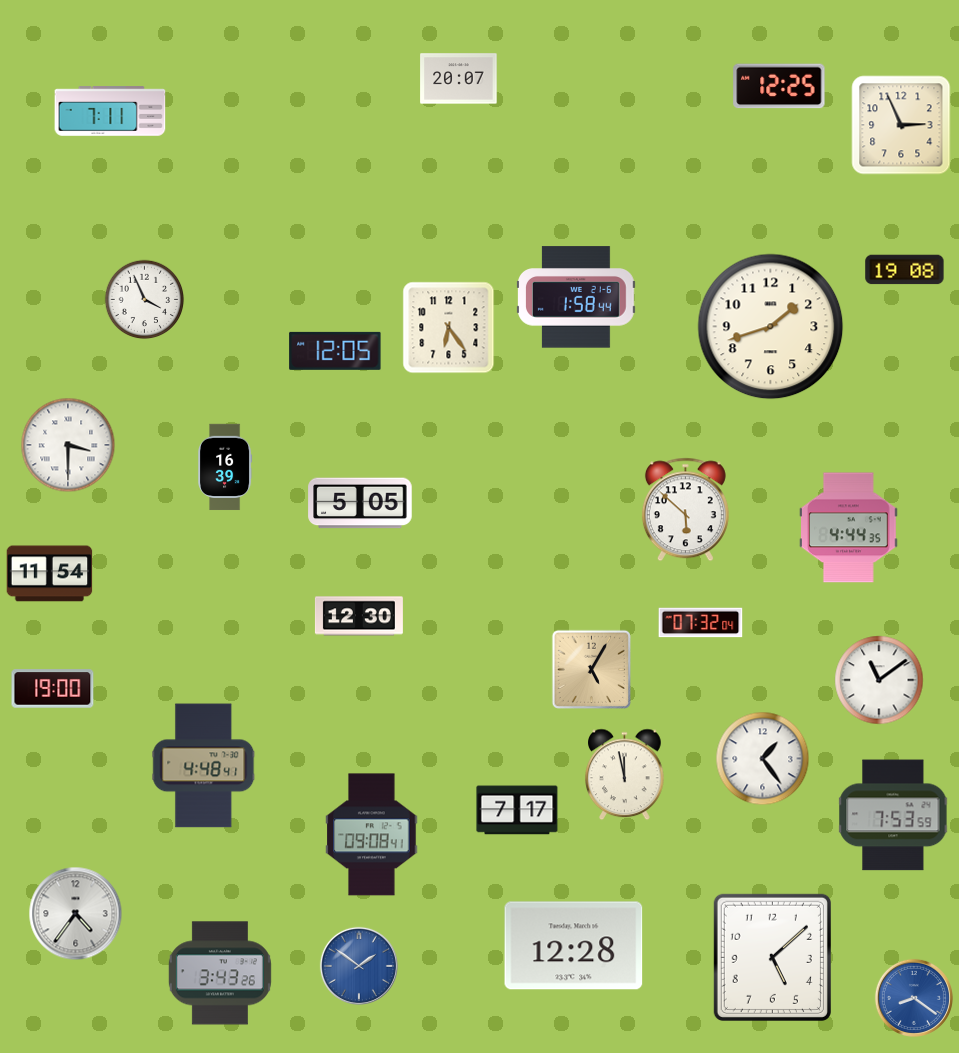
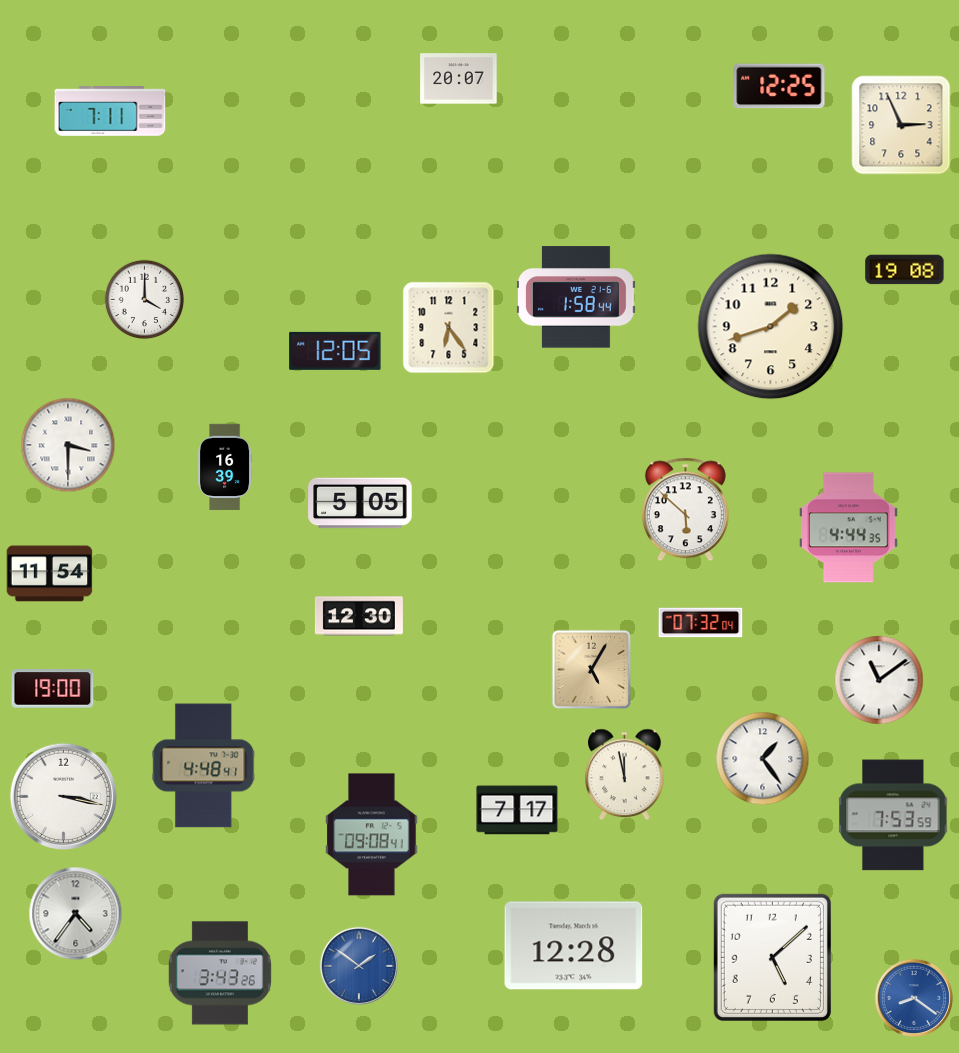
clock at (145, 300): 3:56 -> 4:00
clock at (63, 796): none -> 3:17
